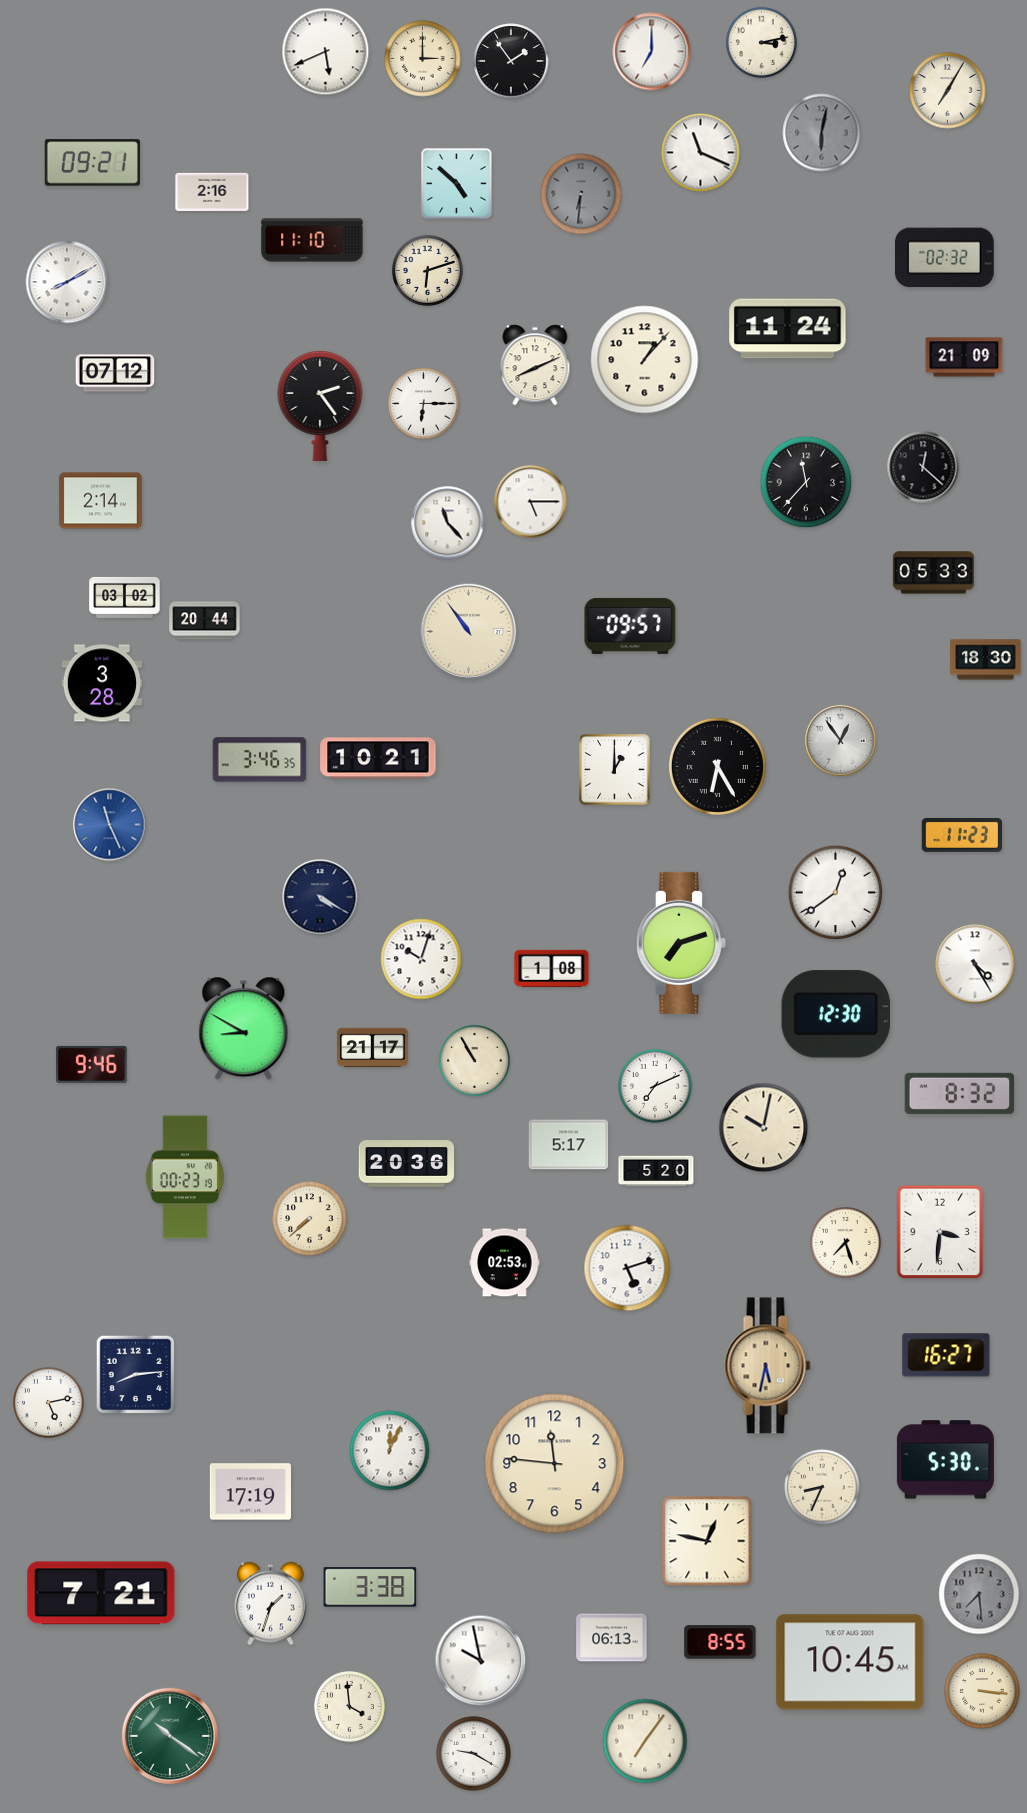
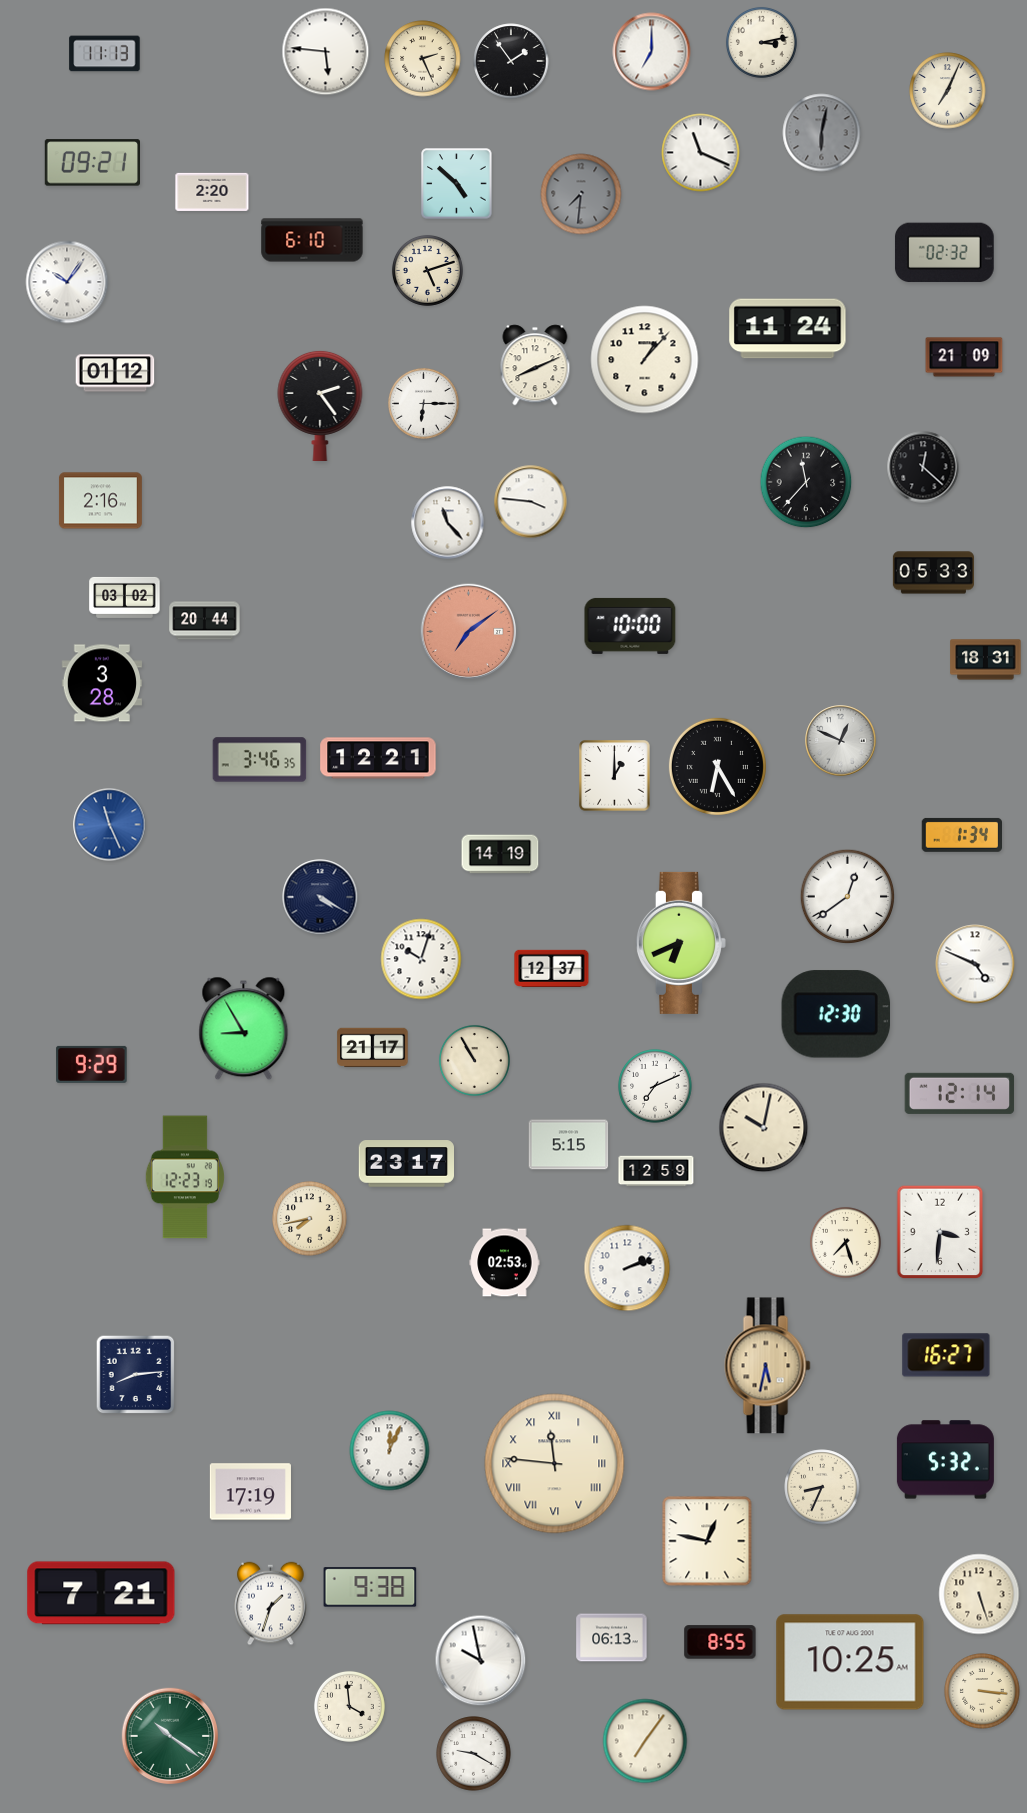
clock at (326, 52): 5:41 -> 5:46
clock at (105, 54): none -> 11:13
clock at (423, 59): 3:00 -> 2:26
clock at (948, 91): 7:05 -> 7:04
clock at (212, 192): 2:16 -> 2:20
clock at (581, 194): 6:31 -> 7:31
clock at (312, 240): 11:10 -> 6:10
clock at (944, 258) position: (944, 258) -> (944, 253)
clock at (427, 270): 6:12 -> 5:12
clock at (67, 282): 8:10 -> 10:06
clock at (115, 373): 07:12 -> 01:12
clock at (100, 501): 2:14 -> 2:16
clock at (531, 502): 5:15 -> 3:46
clock at (630, 626): 09:57 -> 10:00
clock at (469, 632): 10:54 -> 7:09
clock at (469, 632) dial: cream -> salmon
clock at (986, 660): 18:30 -> 18:31
clock at (841, 741): 12:54 -> 12:49
clock at (378, 758): 10:21 -> 12:21
clock at (615, 770) position: (615, 770) -> (615, 776)
clock at (961, 835): 11:23 -> 1:34
clock at (500, 854): none -> 14:19
clock at (836, 893) position: (836, 893) -> (848, 897)
clock at (681, 943): 7:12 -> 6:41
clock at (975, 964): 4:25 -> 4:49
clock at (552, 968): 1:08 -> 12:37
clock at (244, 1029): 8:50 -> 8:55
clock at (92, 1064): 9:46 -> 9:29
clock at (960, 1093): 8:32 -> 12:14
clock at (569, 1145): 5:17 -> 5:15
clock at (407, 1164): 20:36 -> 23:17
clock at (656, 1171): 5:20 -> 12:59
clock at (185, 1177): 00:23 -> 12:23
clock at (310, 1219): 7:38 -> 7:43
clock at (627, 1268): 5:12 -> 2:12
clock at (48, 1402): 5:13 -> none
clock at (945, 1460): 5:30 -> 5:32
clock at (555, 1464) numerals: Arabic -> Roman
clock at (370, 1587): 3:38 -> 9:38
clock at (979, 1594): 7:29 -> 5:27
clock at (979, 1594) dial: grey -> cream
clock at (850, 1662): 10:45 -> 10:25
